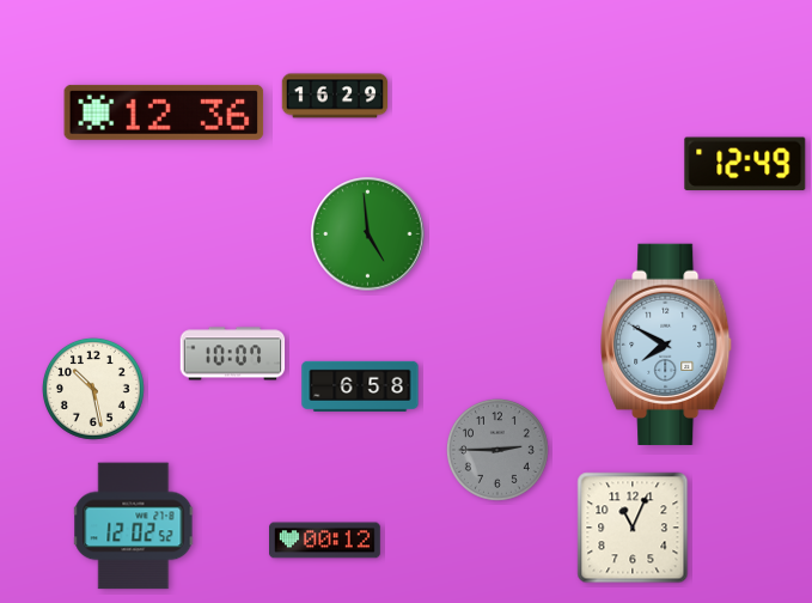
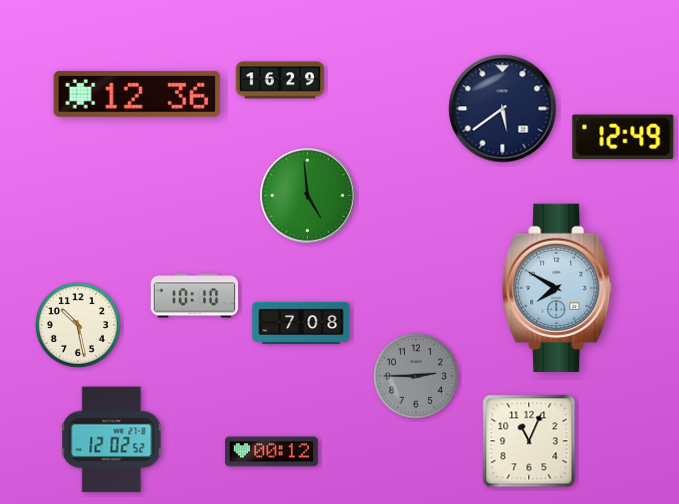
clock at (503, 109): none -> 5:39
clock at (233, 354): 10:07 -> 10:10
clock at (360, 386): 6:58 -> 7:08
